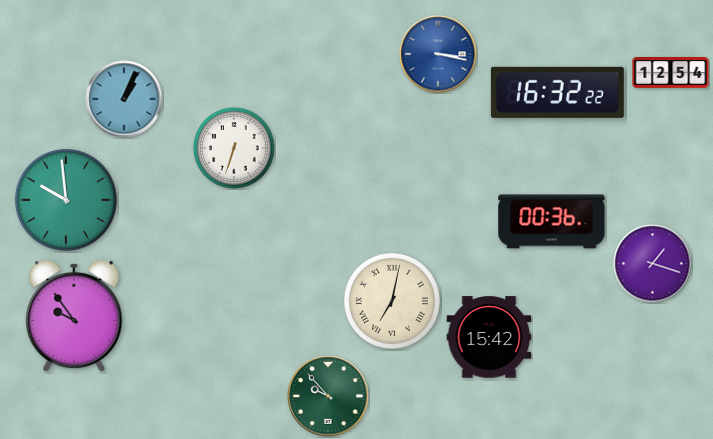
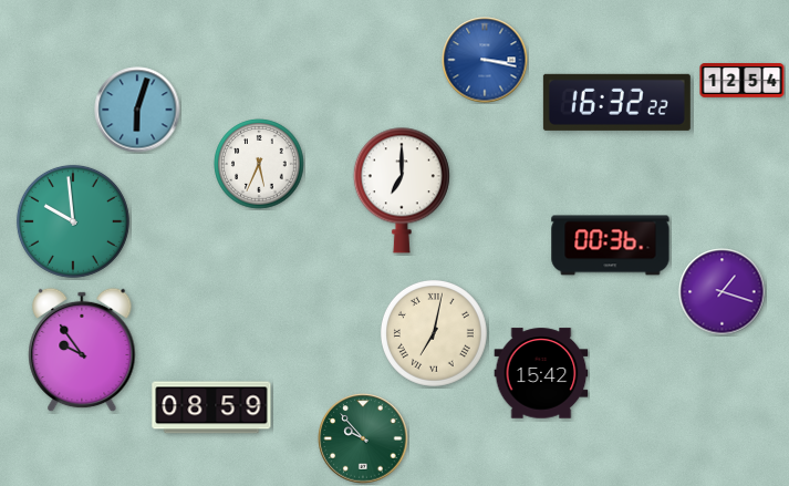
clock at (124, 99): 1:04 -> 6:03
clock at (234, 148): 6:33 -> 5:34
clock at (402, 190): none -> 7:00
clock at (211, 407): none -> 08:59
